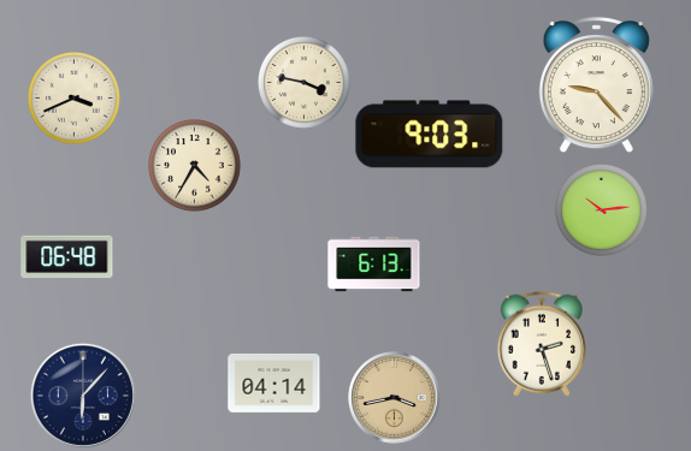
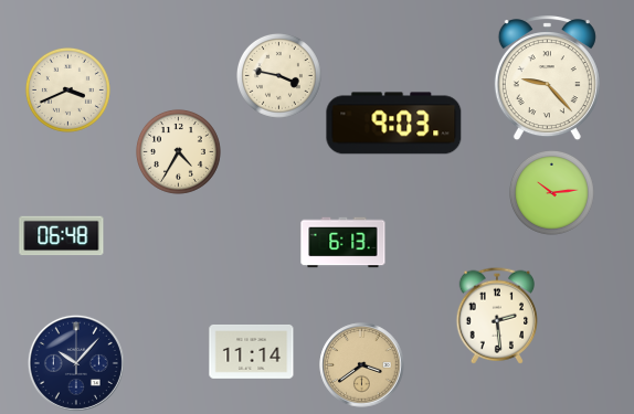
clock at (542, 344): 2:27 -> 2:29
clock at (274, 384): 04:14 -> 11:14
clock at (83, 396): 6:07 -> 10:07
clock at (395, 398): 3:43 -> 3:39
